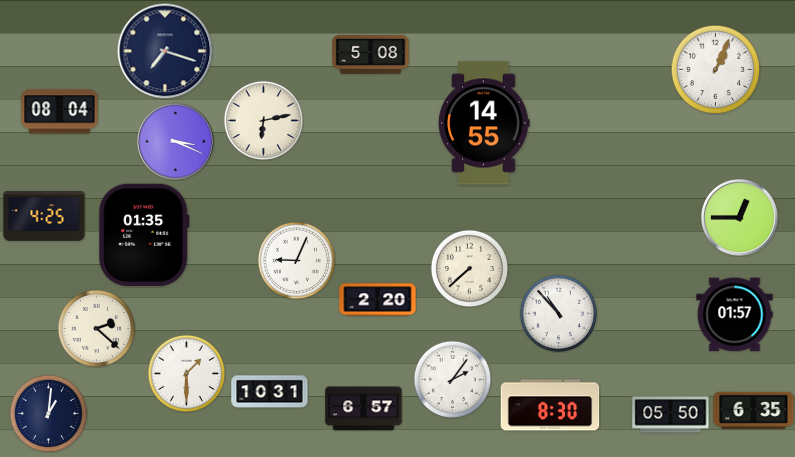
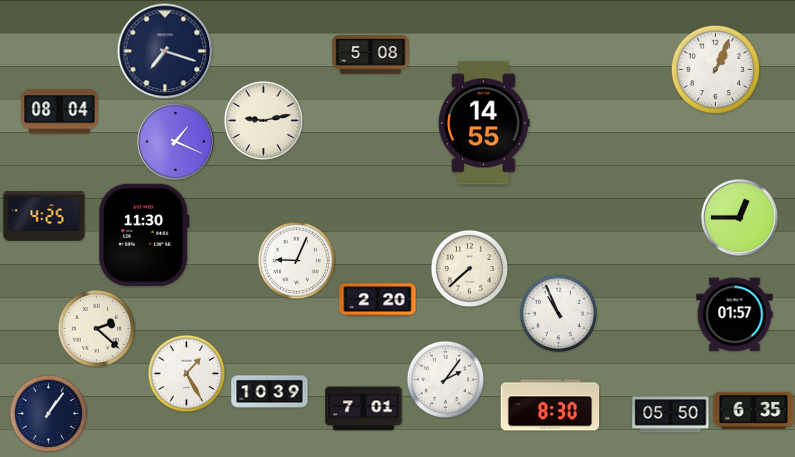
clock at (263, 120): 6:13 -> 9:13
clock at (175, 141): 3:19 -> 1:19
clock at (144, 235): 01:35 -> 11:30
clock at (558, 313): 10:53 -> 10:56
clock at (186, 373): 1:30 -> 1:25
clock at (452, 379) position: (452, 379) -> (445, 379)
clock at (270, 392): 10:31 -> 10:39
clock at (364, 409): 6:57 -> 7:01
clock at (48, 413): 1:01 -> 1:06
